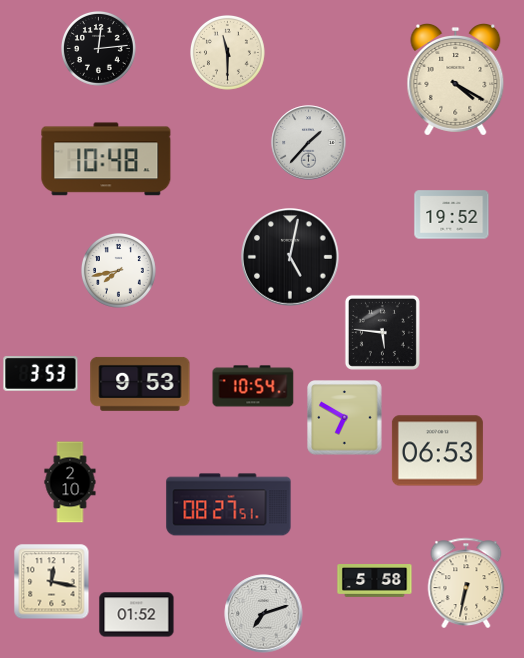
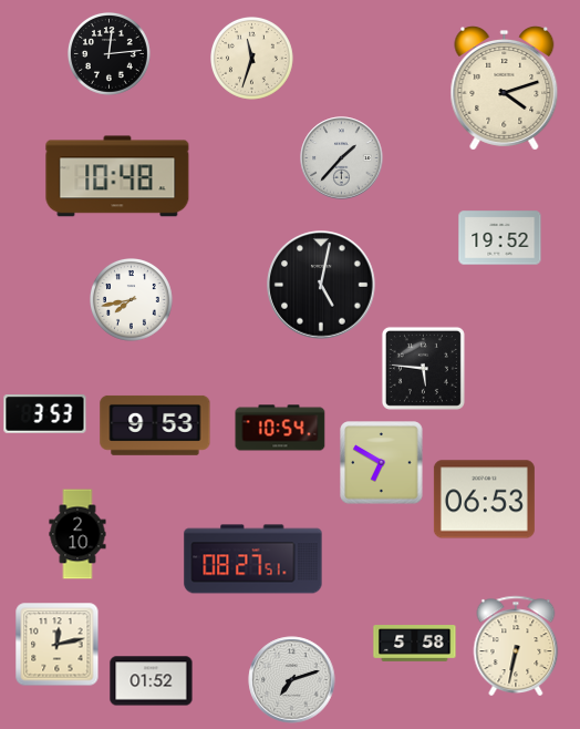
clock at (228, 53): 11:30 -> 11:33
clock at (456, 80): 4:20 -> 4:12
clock at (52, 582): 12:17 -> 12:13
